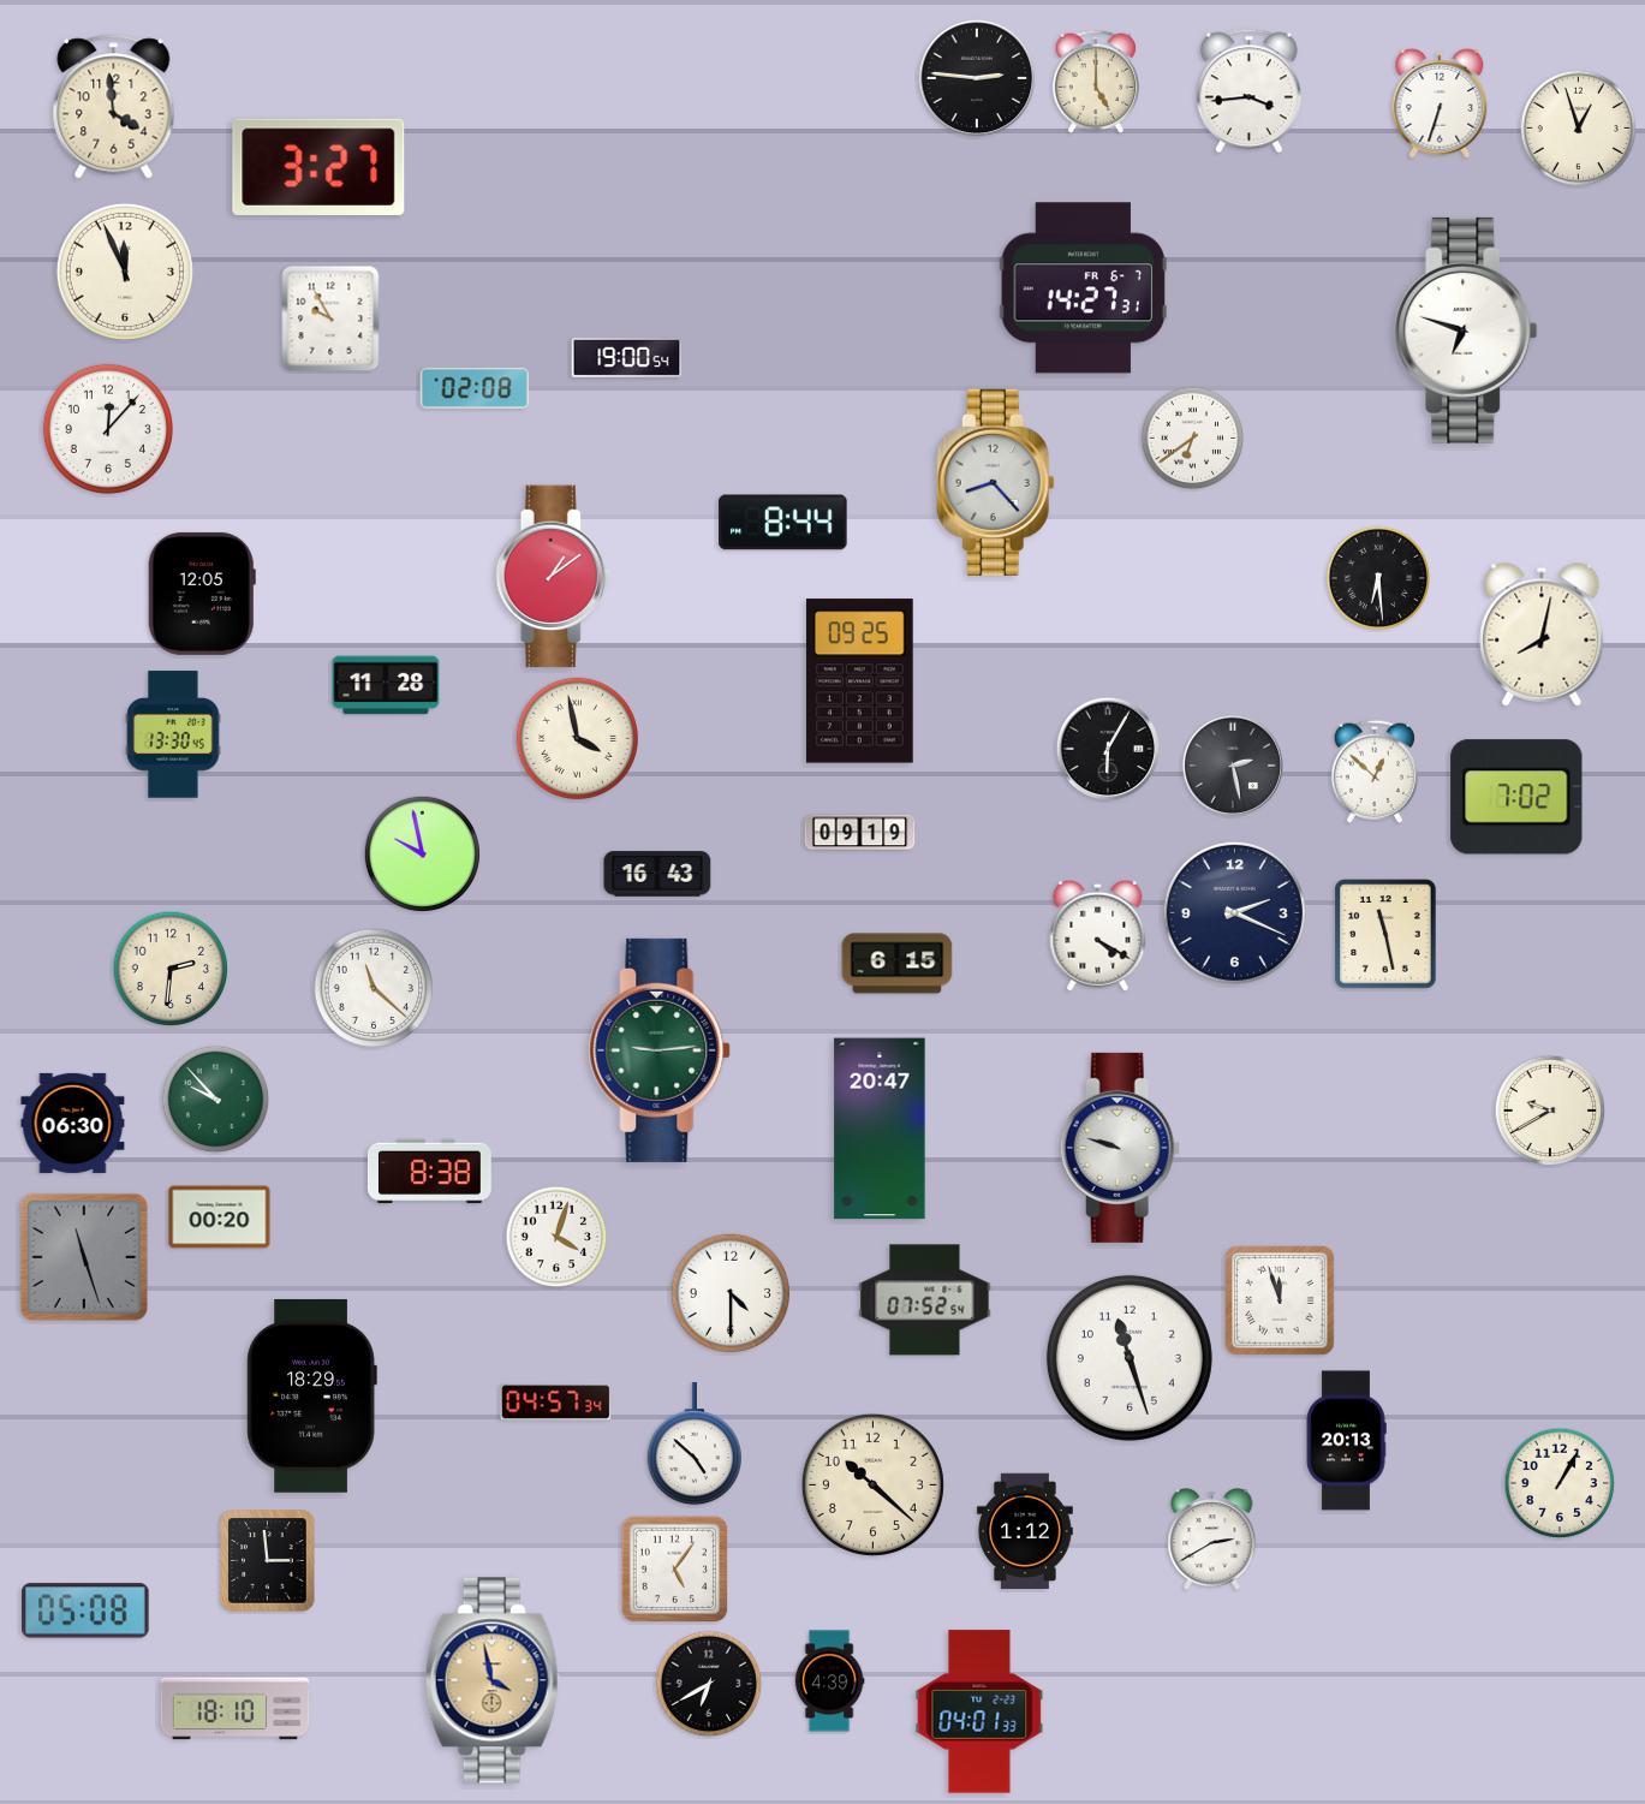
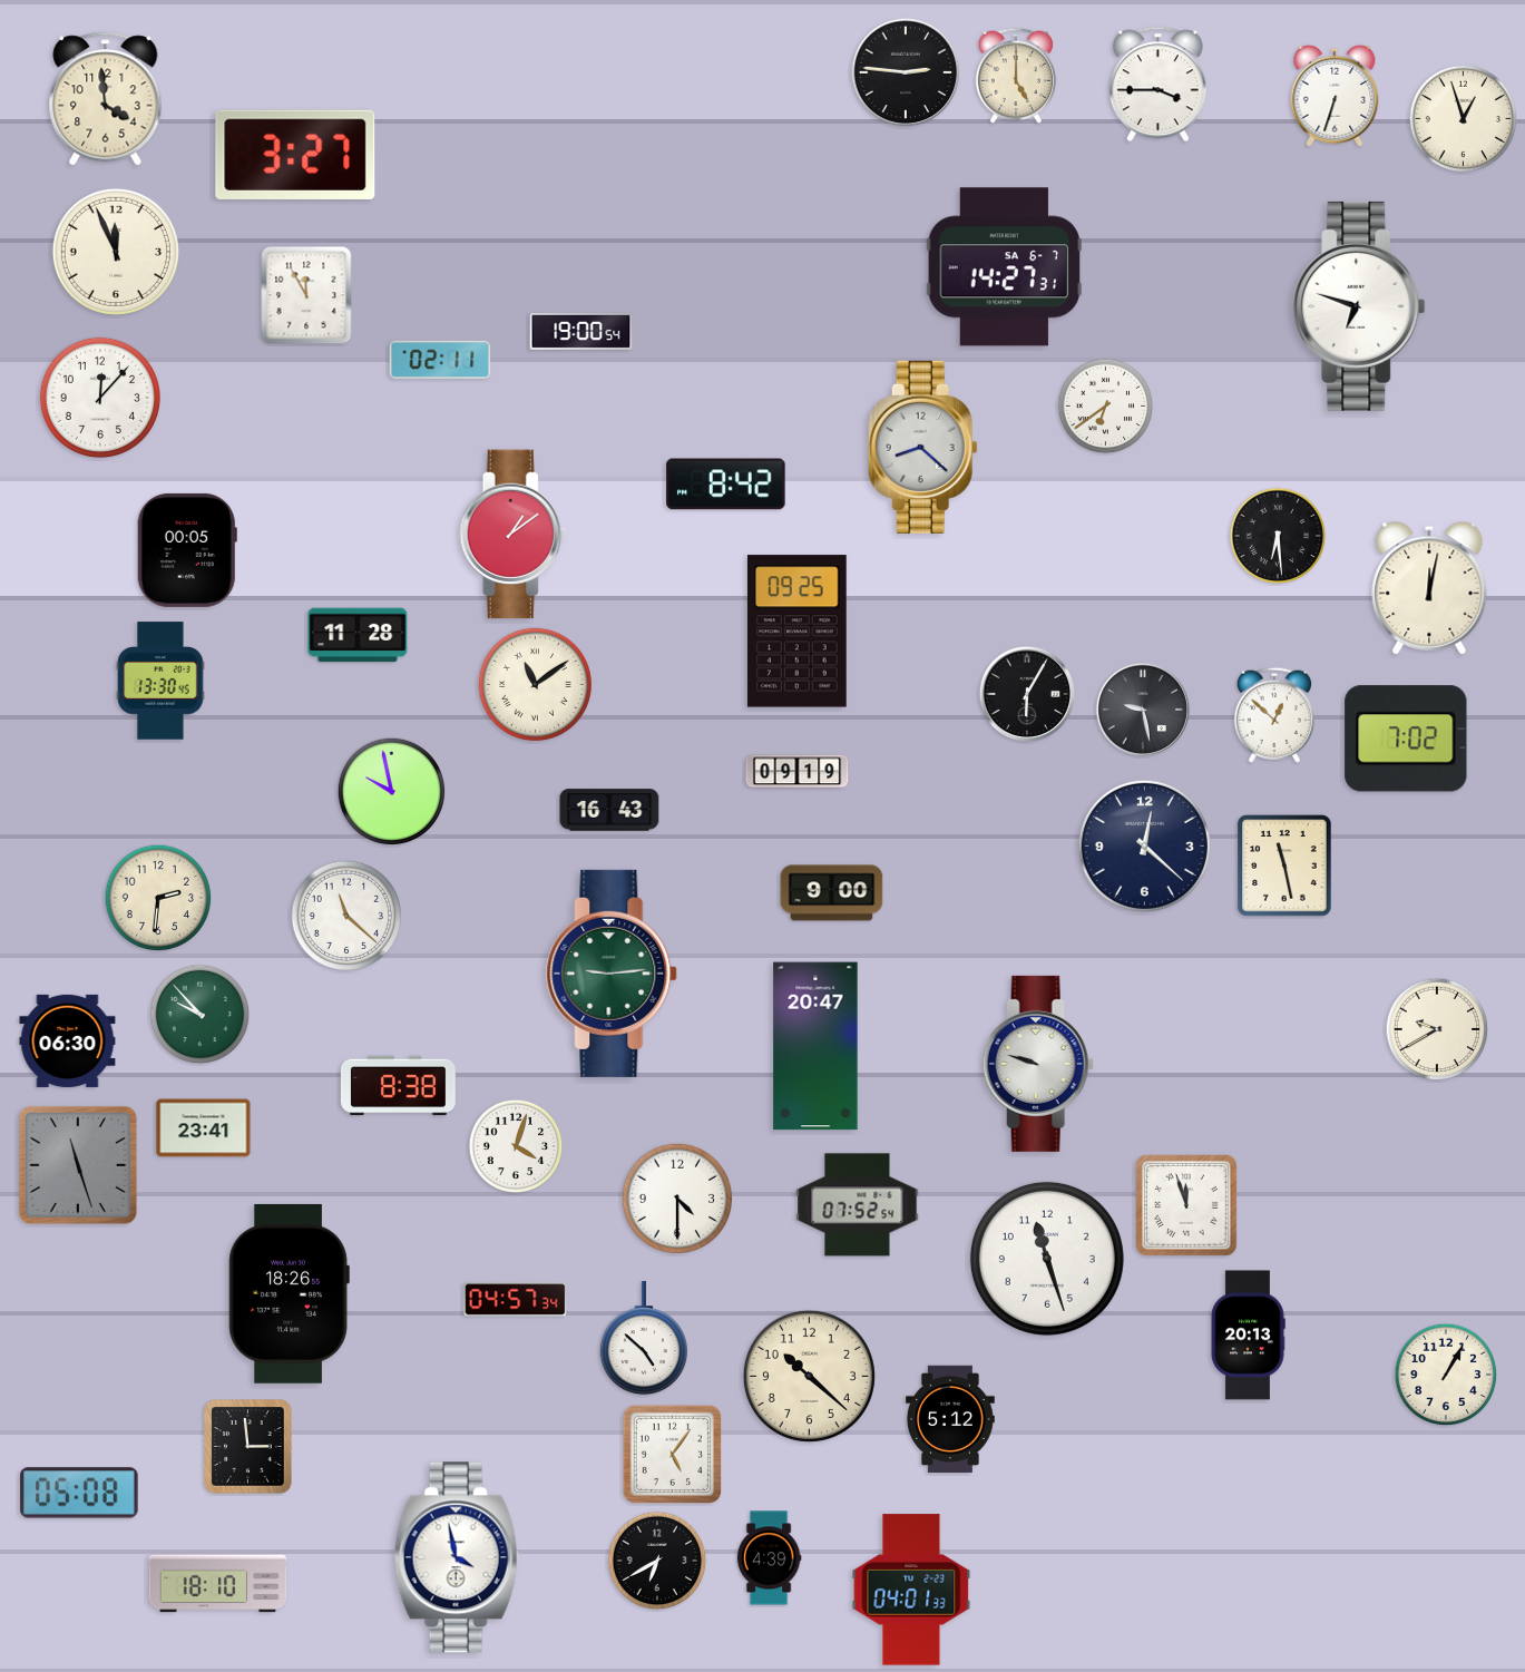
clock at (1248, 91): 3:44 -> 3:45
clock at (1083, 288) date: FR 6-7 -> SA 6-7
clock at (330, 318): 9:55 -> 11:55
clock at (475, 388): 02:08 -> 02:11
clock at (995, 482): 8:23 -> 8:22
clock at (783, 523): 8:44 -> 8:42
clock at (202, 594): 12:05 -> 00:05
clock at (1542, 635): 8:02 -> 12:02
clock at (577, 738): 3:58 -> 11:09
clock at (1233, 766): 2:28 -> 9:28
clock at (1234, 912): 2:19 -> 12:22
clock at (1098, 935): 4:20 -> none
clock at (898, 964): 6:15 -> 9:00
clock at (216, 1100) position: (216, 1100) -> (201, 1015)
clock at (220, 1217): 00:20 -> 23:41
clock at (311, 1395): 18:29 -> 18:26
clock at (1026, 1531): 1:12 -> 5:12
clock at (1212, 1541): 2:40 -> none
clock at (675, 1570) position: (675, 1570) -> (673, 1455)
clock at (493, 1680) dial: champagne -> white
clock at (979, 1711) position: (979, 1711) -> (911, 1590)
